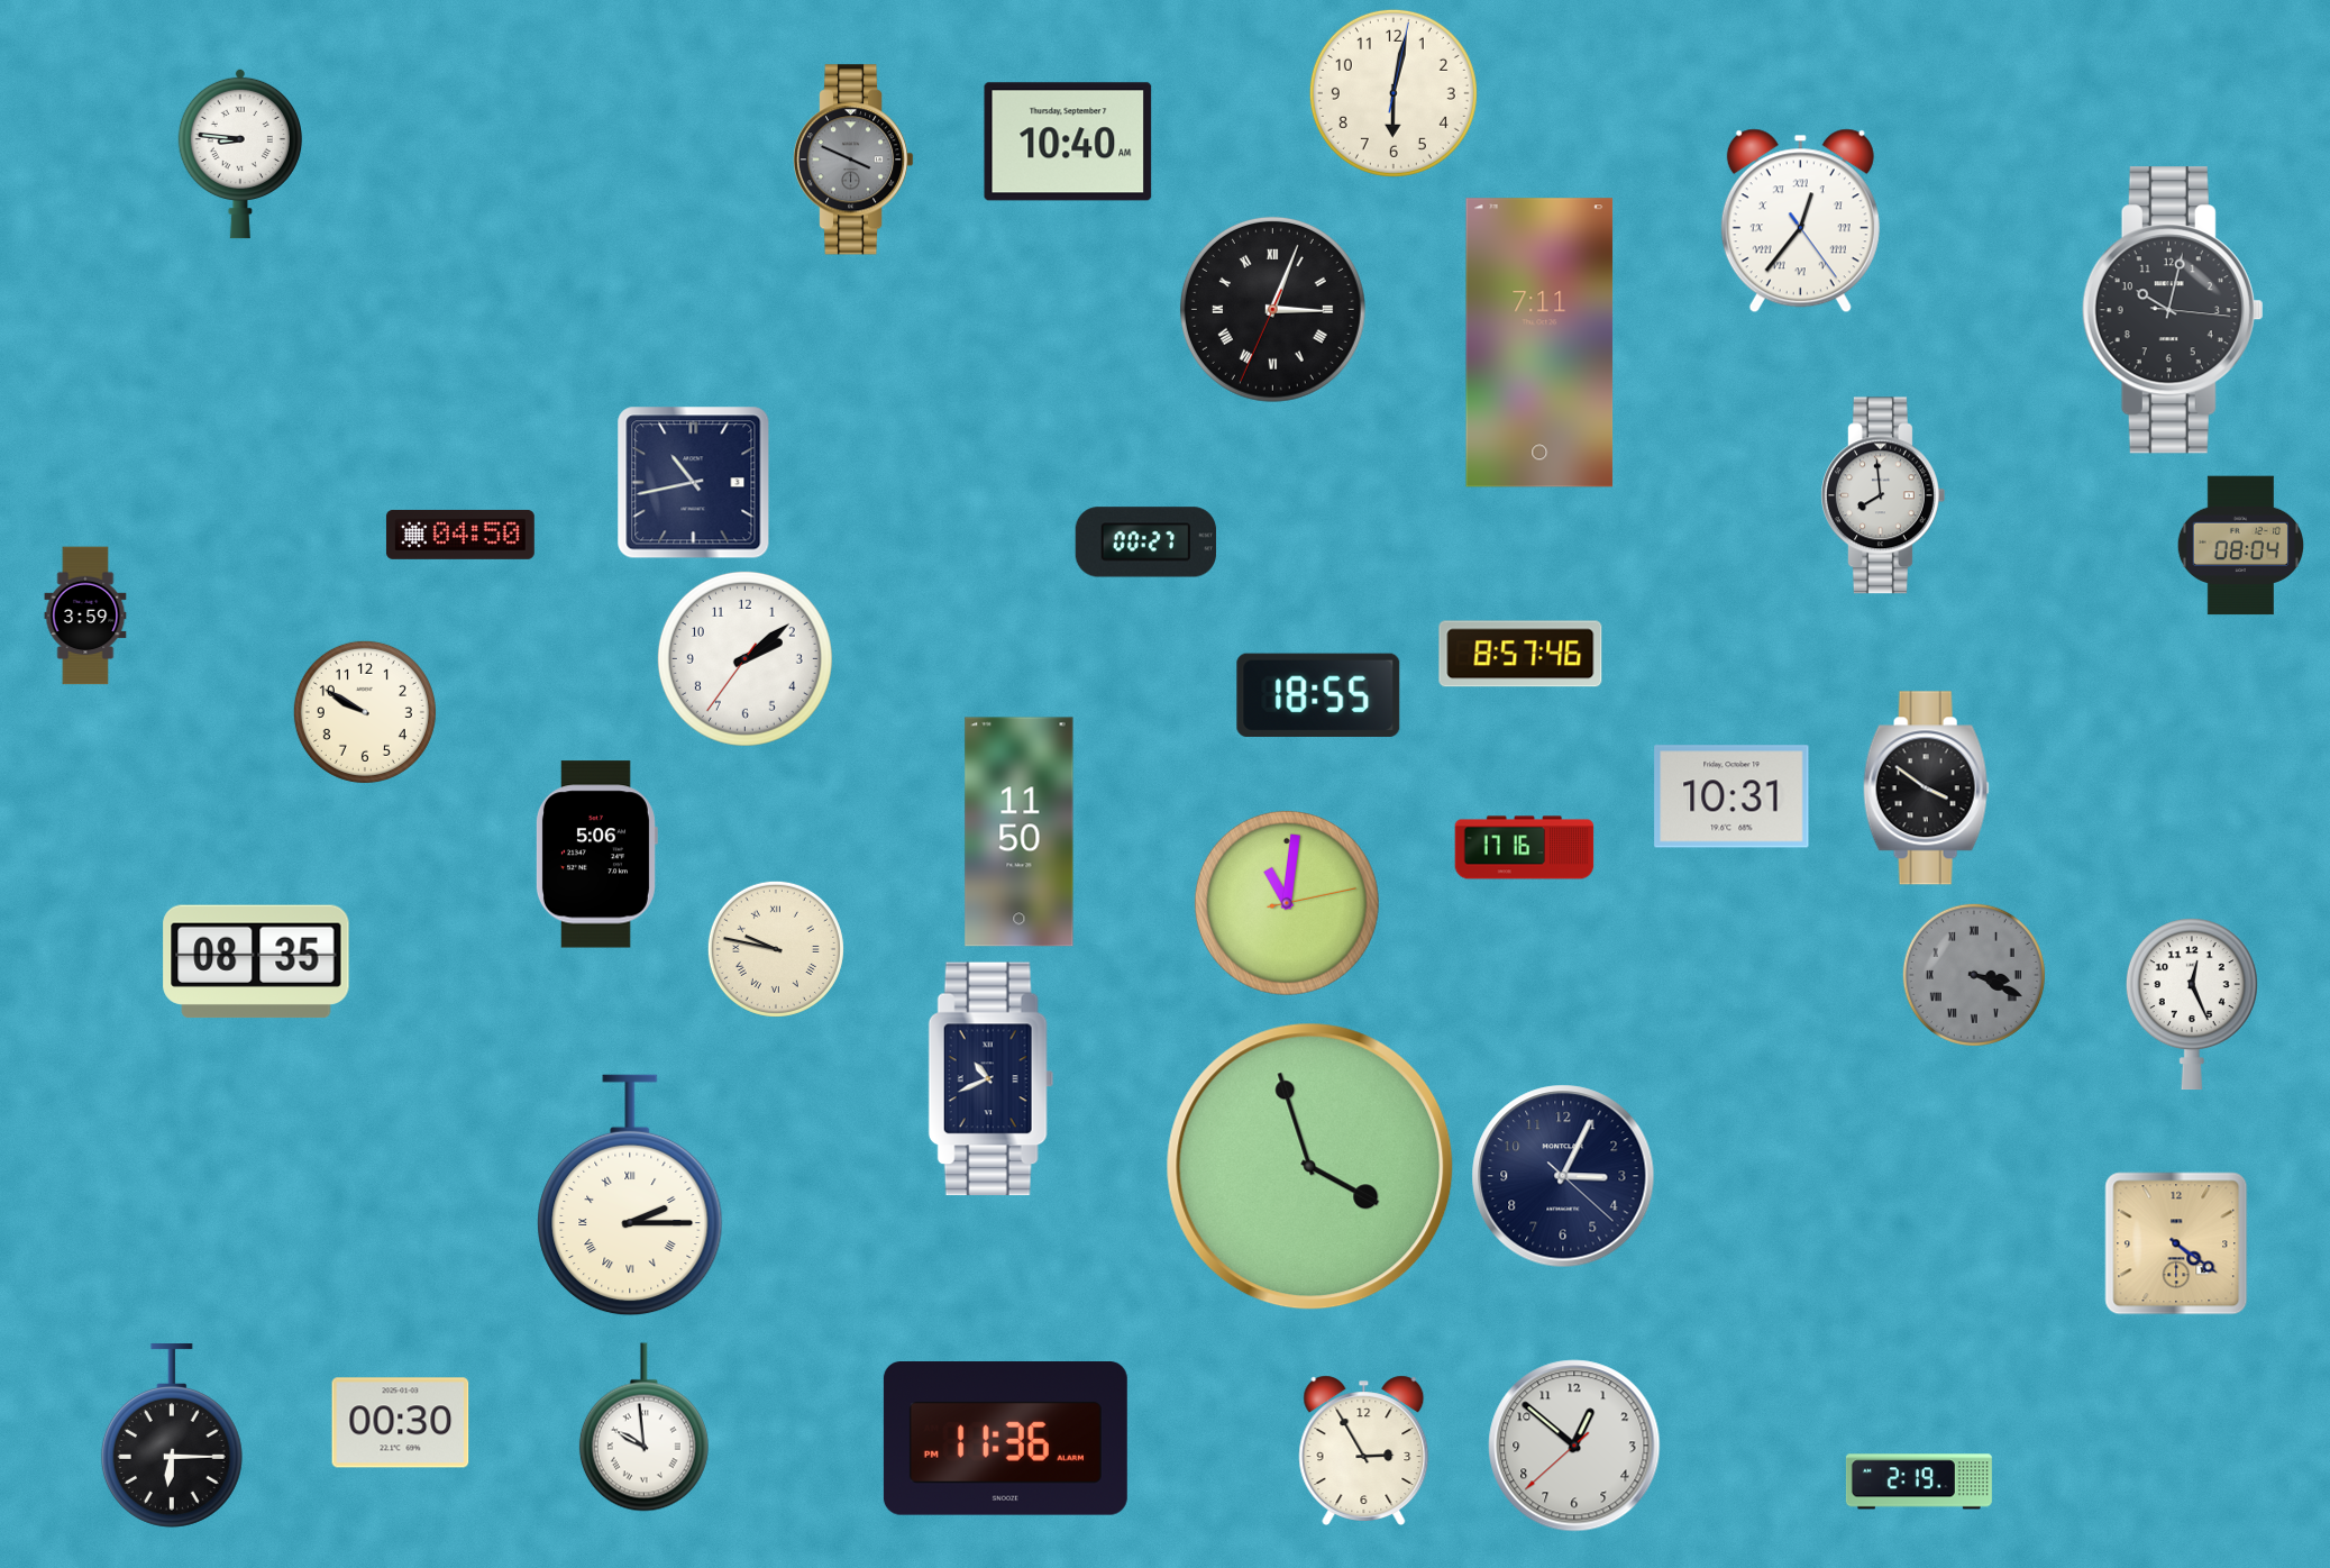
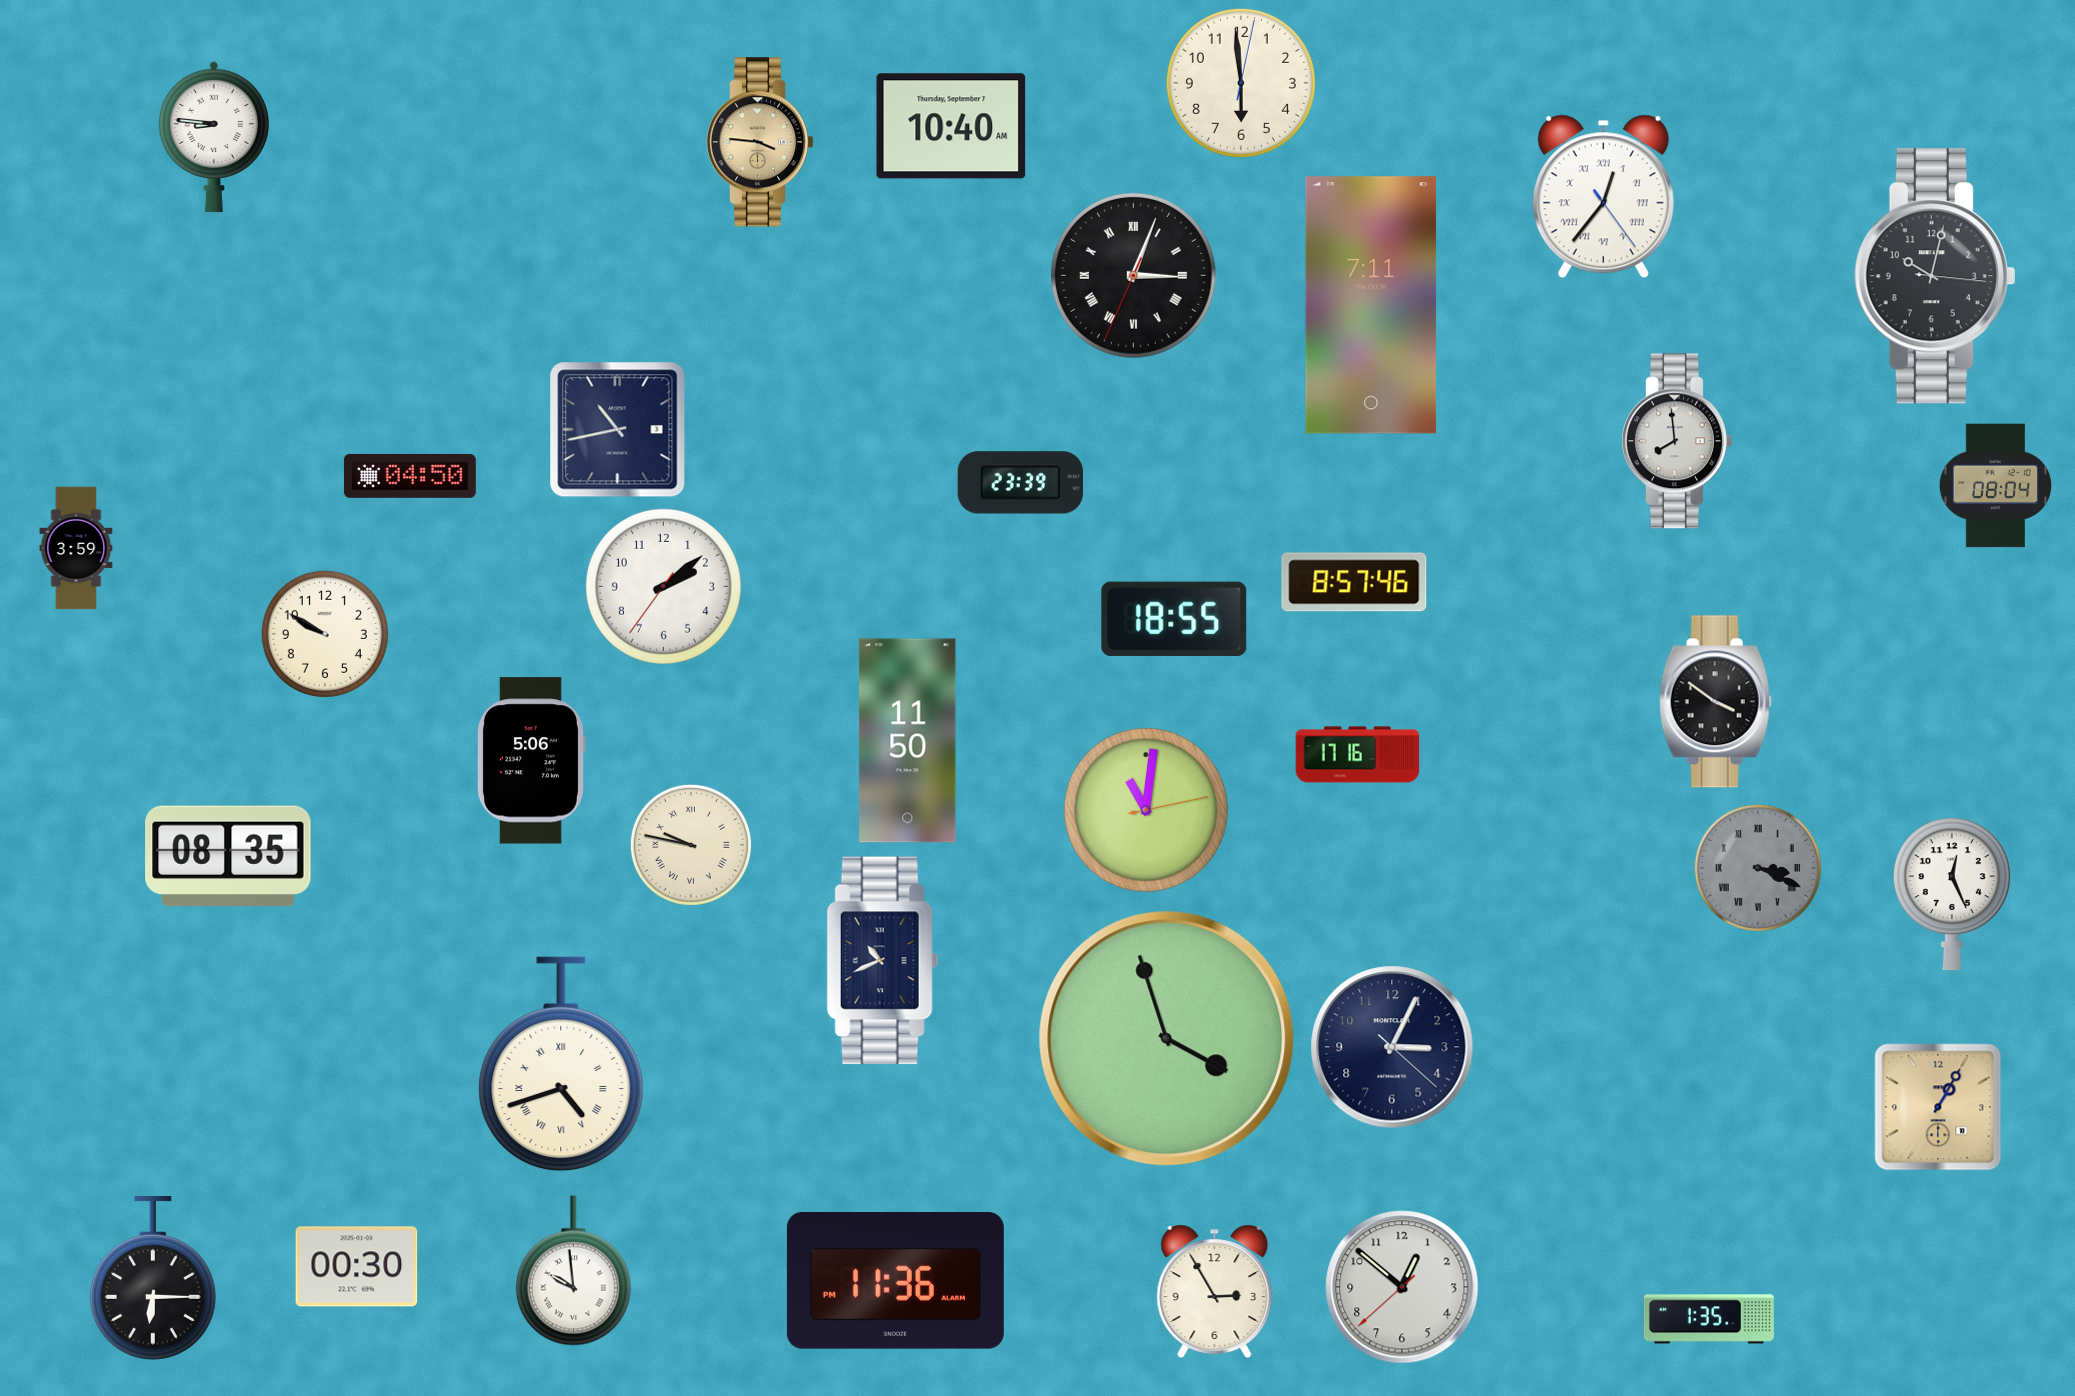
clock at (1394, 93): 6:02 -> 5:59
clock at (853, 159): 3:49 -> 3:46
clock at (853, 159) dial: grey -> champagne
clock at (1145, 543): 00:27 -> 23:39
clock at (1731, 796): 10:31 -> none
clock at (1287, 903) position: (1287, 903) -> (1146, 810)
clock at (630, 1195): 2:15 -> 4:42
clock at (2176, 1243): 4:21 -> 1:05
clock at (1919, 1482): 2:19 -> 1:35
